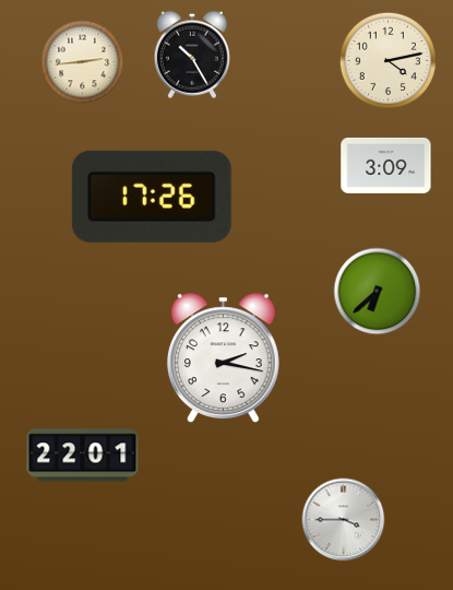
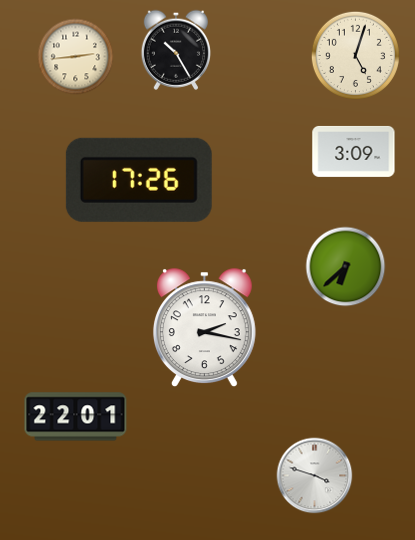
clock at (388, 60): 4:13 -> 5:03
clock at (344, 520): 3:45 -> 3:48
